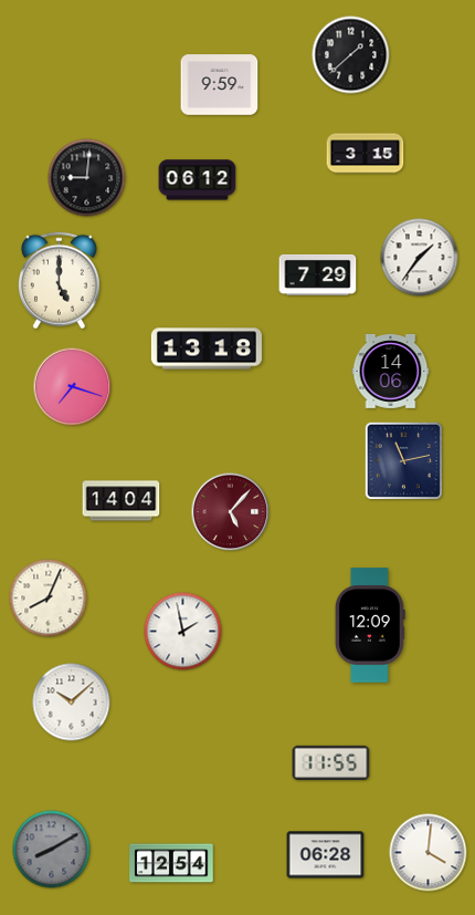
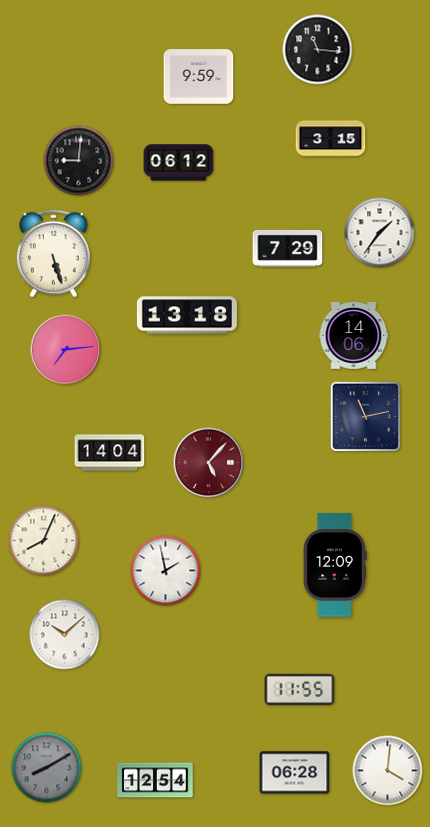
clock at (351, 55): 1:38 -> 11:16
clock at (59, 281): 5:00 -> 5:27
clock at (73, 387): 7:18 -> 7:14
